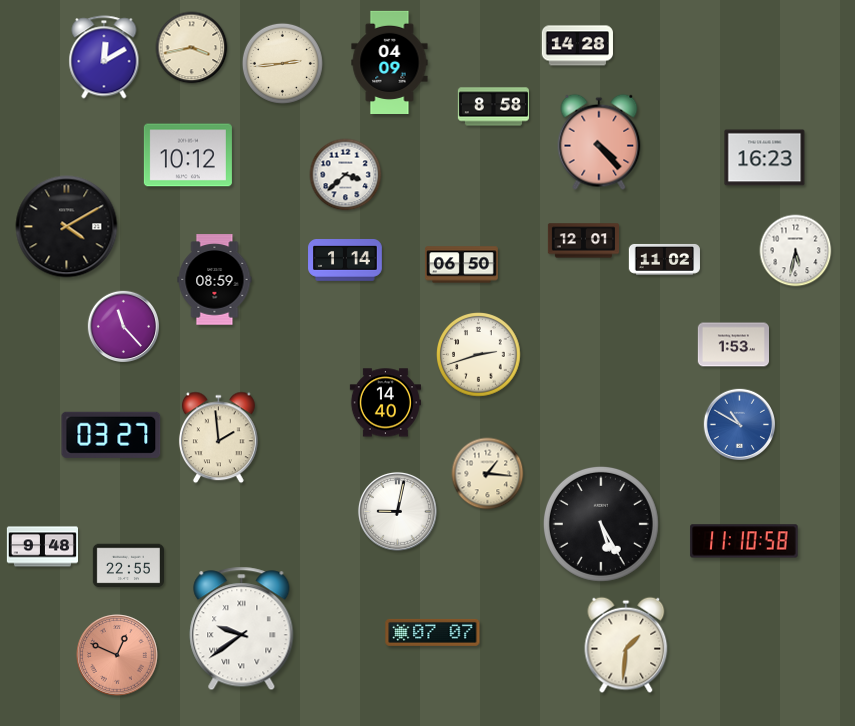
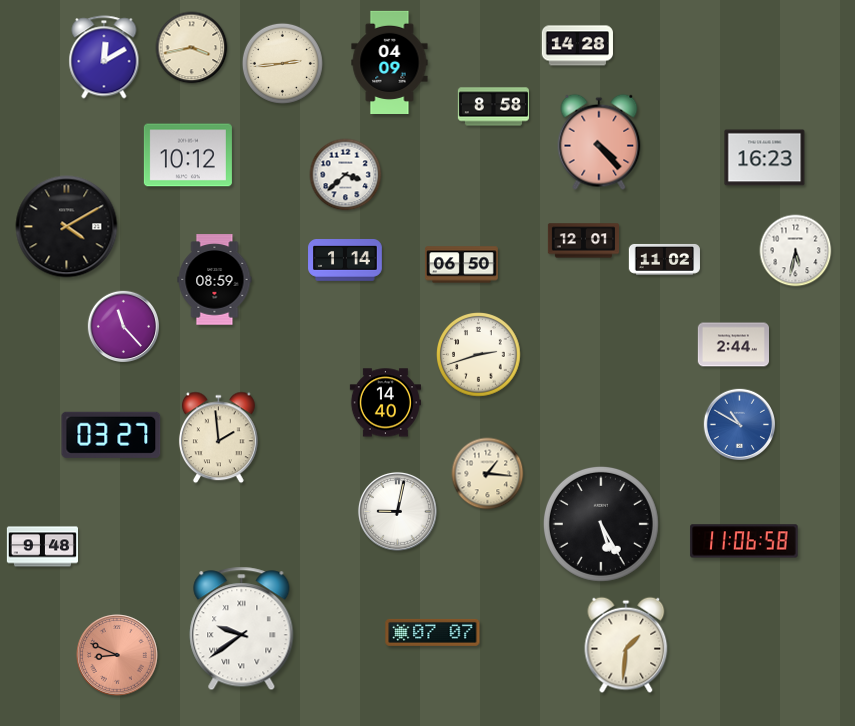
clock at (733, 345): 1:53 -> 2:44
clock at (744, 541): 11:10 -> 11:06
clock at (128, 566): 22:55 -> none
clock at (117, 655): 12:49 -> 8:49
